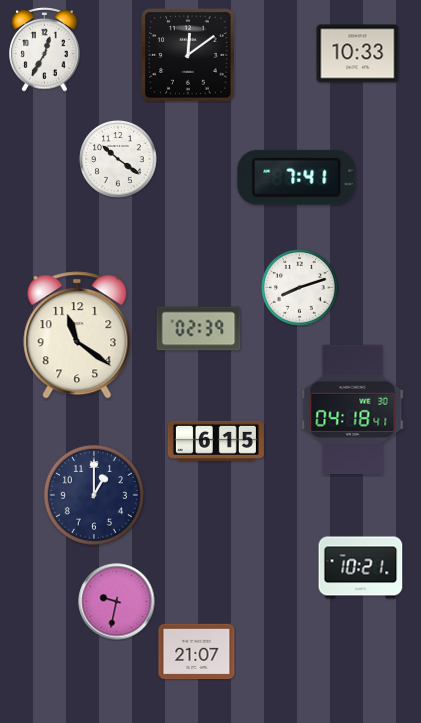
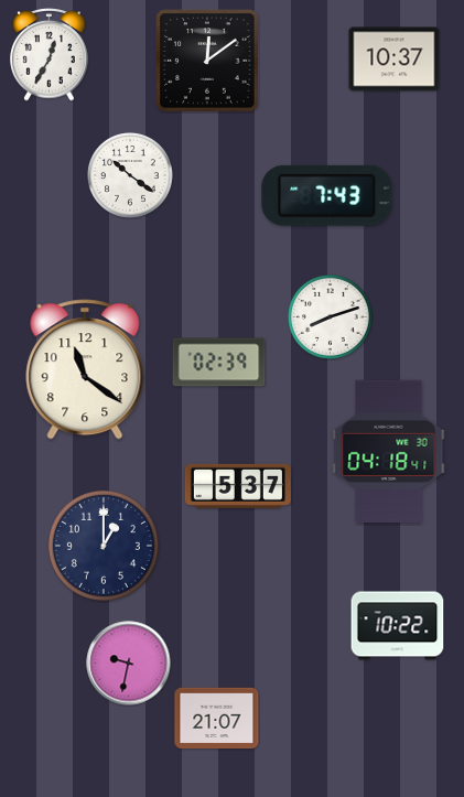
clock at (358, 54): 10:33 -> 10:37
clock at (297, 177): 7:41 -> 7:43
clock at (216, 441): 6:15 -> 5:37
clock at (361, 568): 10:21 -> 10:22
